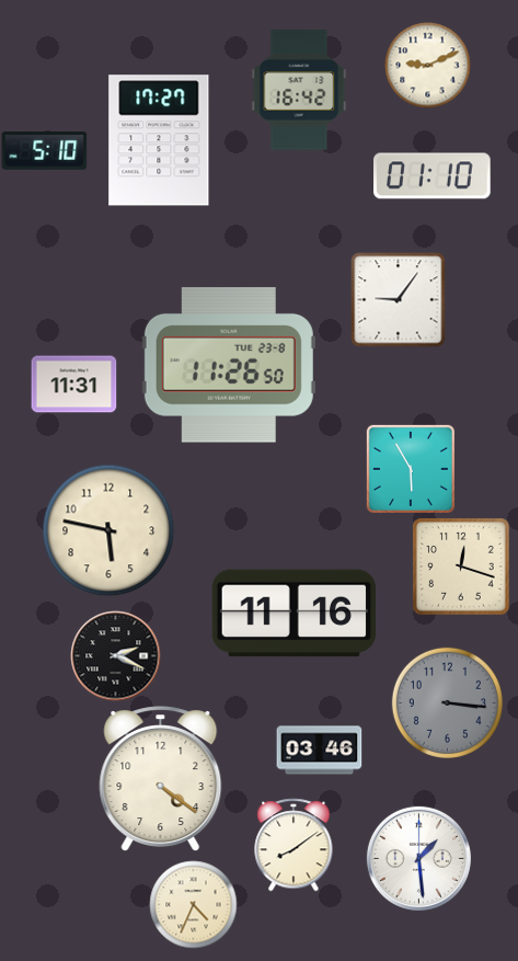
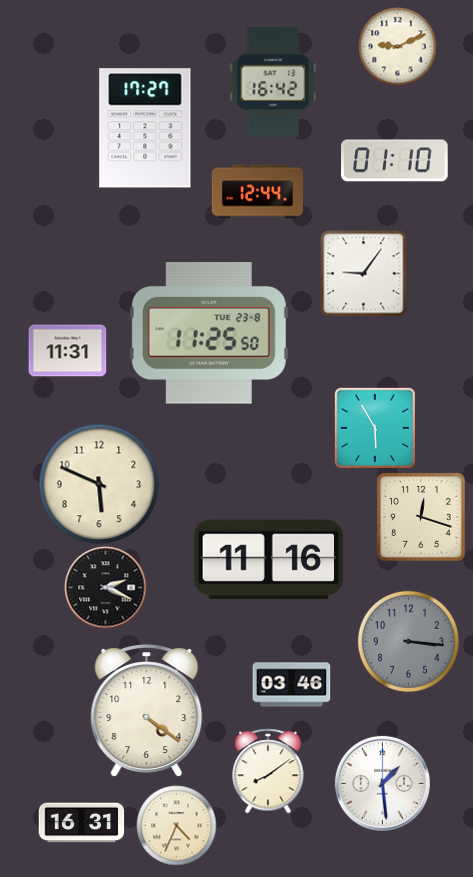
clock at (427, 65) position: (427, 65) -> (397, 46)
clock at (44, 151): 5:10 -> none
clock at (257, 192): none -> 12:44
clock at (229, 366): 11:26 -> 11:25
clock at (108, 530): 5:47 -> 5:49
clock at (115, 655) position: (115, 655) -> (105, 587)
clock at (81, 823): none -> 16:31
